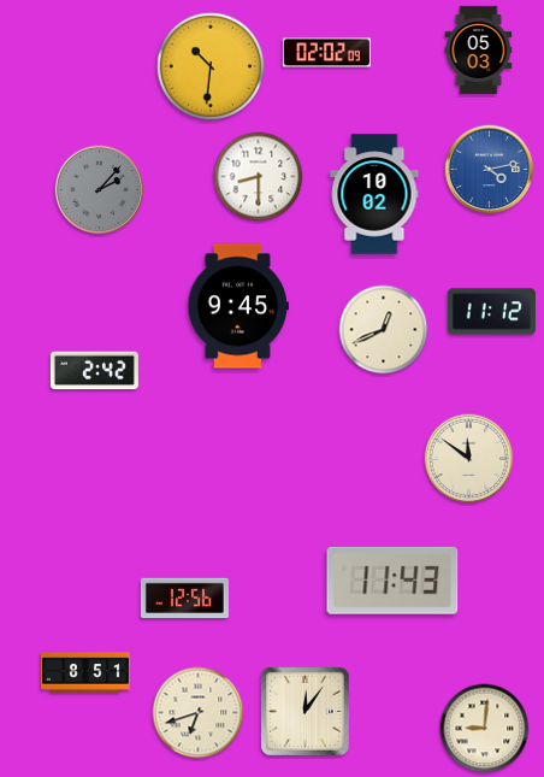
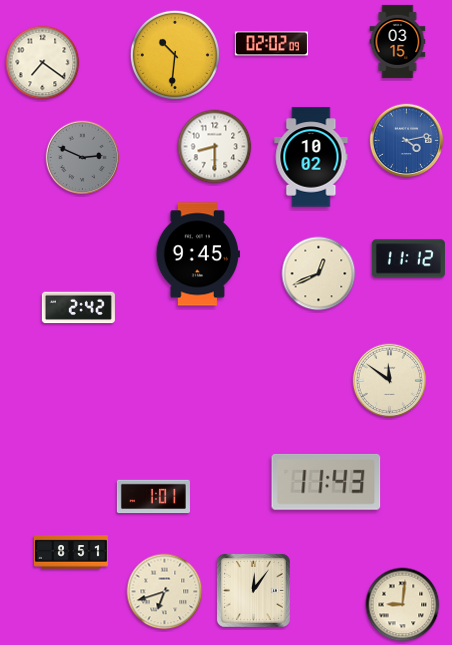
clock at (479, 49): 05:03 -> 03:15
clock at (43, 63): none -> 7:21
clock at (100, 190): 2:07 -> 2:49
clock at (374, 194) position: (374, 194) -> (311, 157)
clock at (184, 599): 12:56 -> 1:01
clock at (85, 672) position: (85, 672) -> (71, 552)
